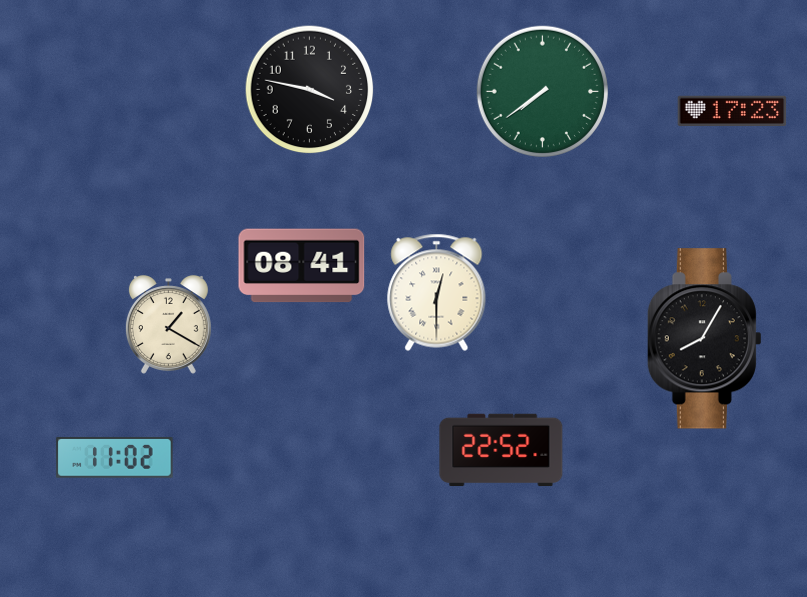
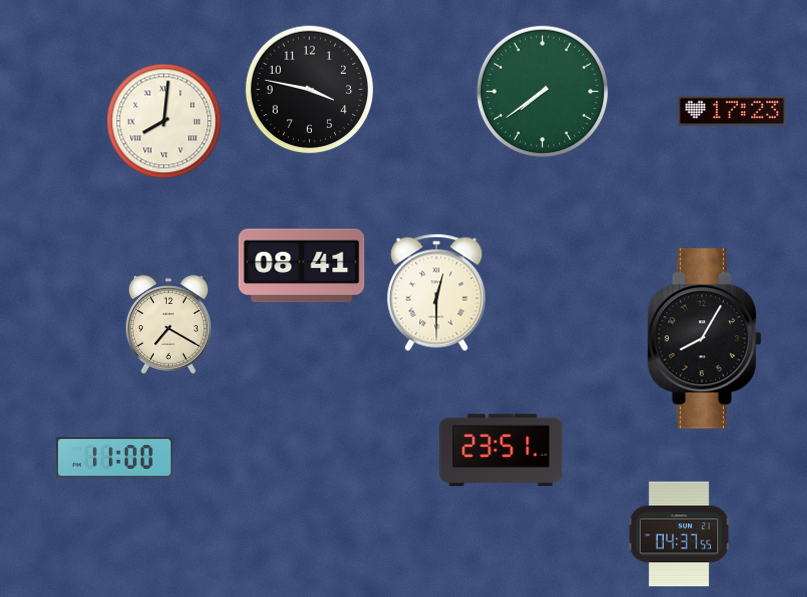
clock at (164, 121): none -> 8:01
clock at (168, 325): 1:20 -> 7:20
clock at (501, 450): 22:52 -> 23:51
clock at (115, 458): 11:02 -> 11:00
clock at (679, 534): none -> 04:37
